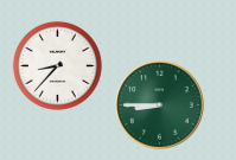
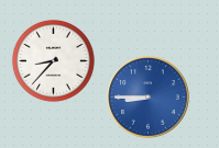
clock at (160, 105) dial: green -> blue
